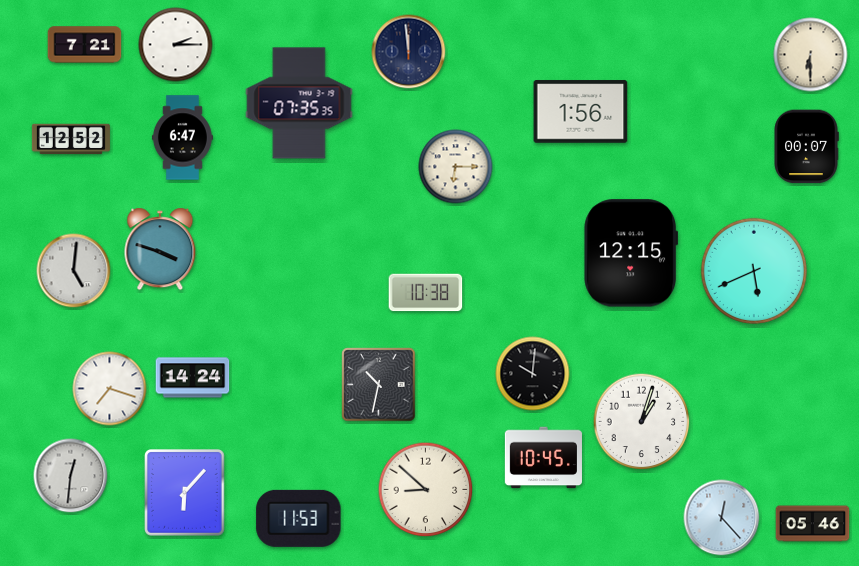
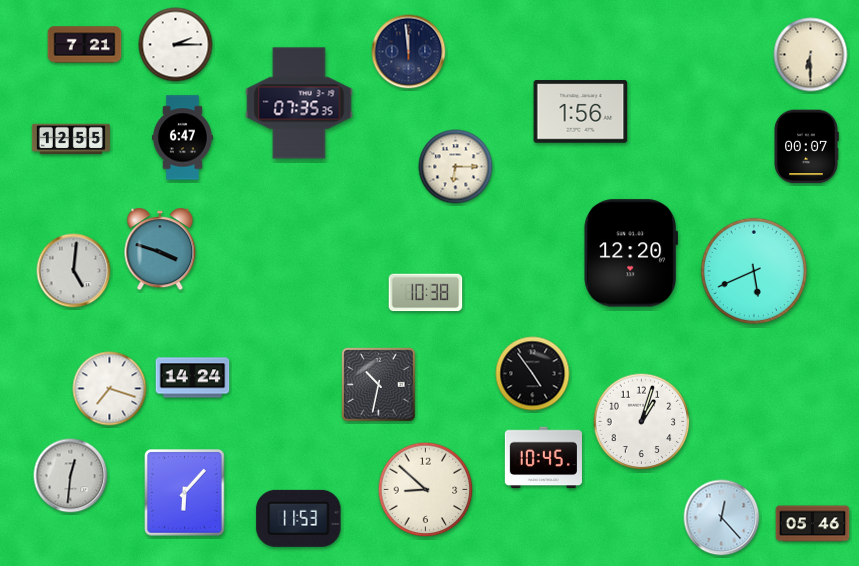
clock at (71, 139): 12:52 -> 12:55
clock at (631, 253): 12:15 -> 12:20
clock at (533, 374): 10:01 -> 4:54
